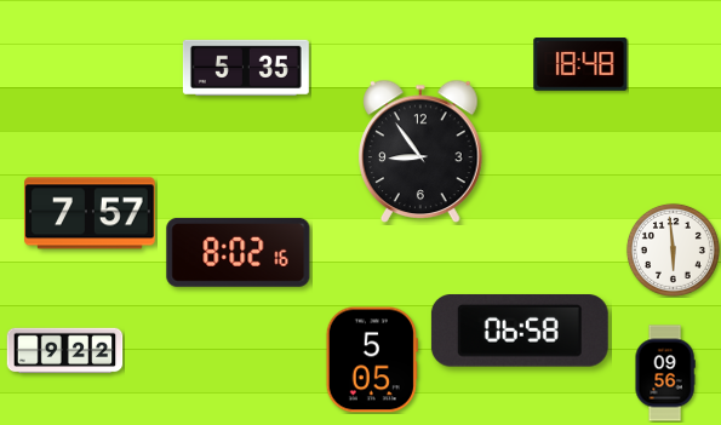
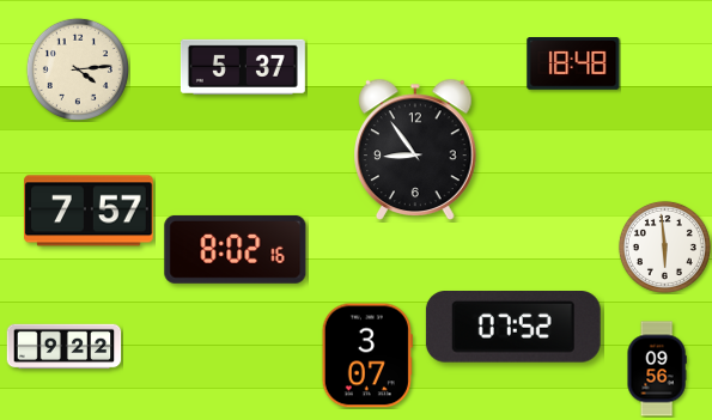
clock at (246, 68): 5:35 -> 5:37
clock at (78, 69): none -> 4:14
clock at (520, 332): 06:58 -> 07:52
clock at (372, 360): 5:05 -> 3:07
